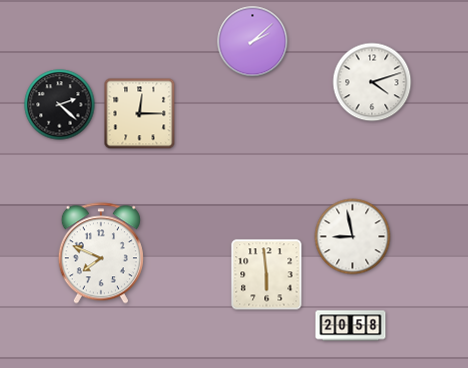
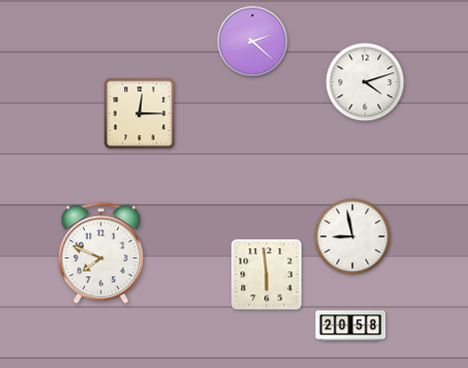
clock at (253, 42): 2:08 -> 2:22
clock at (372, 82) position: (372, 82) -> (365, 82)
clock at (60, 105): 2:22 -> none
